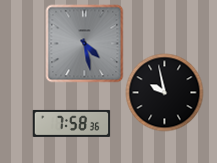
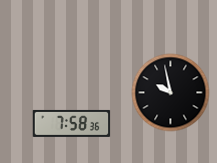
clock at (84, 43): 4:28 -> none
clock at (164, 92) position: (164, 92) -> (170, 92)
